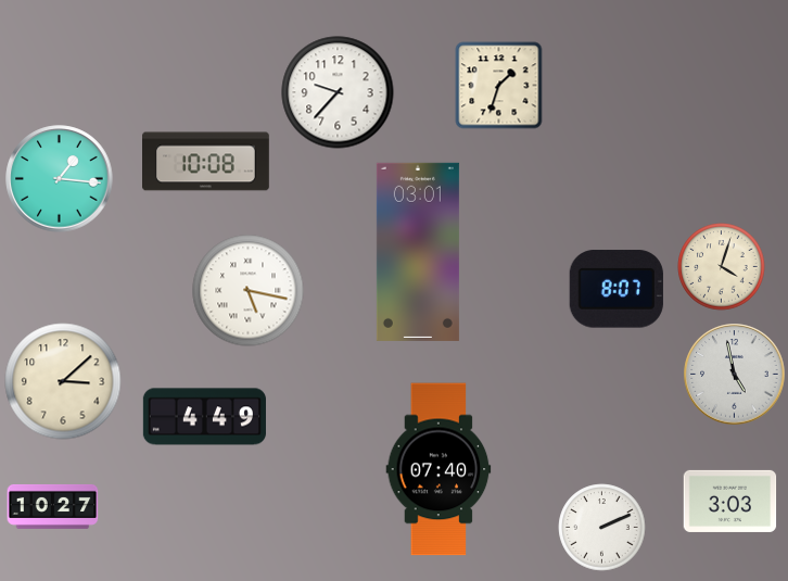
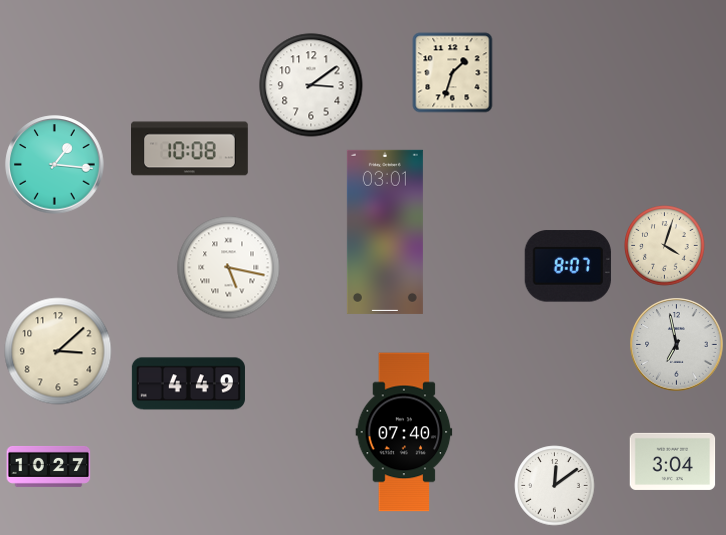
clock at (499, 86) position: (499, 86) -> (453, 73)
clock at (338, 92): 9:37 -> 3:09
clock at (735, 375): 4:58 -> 6:58
clock at (730, 501): 3:03 -> 3:04
clock at (602, 528): 2:11 -> 12:09
